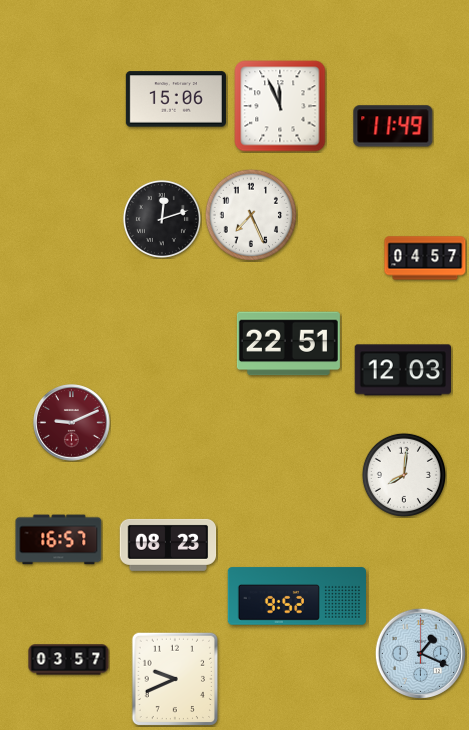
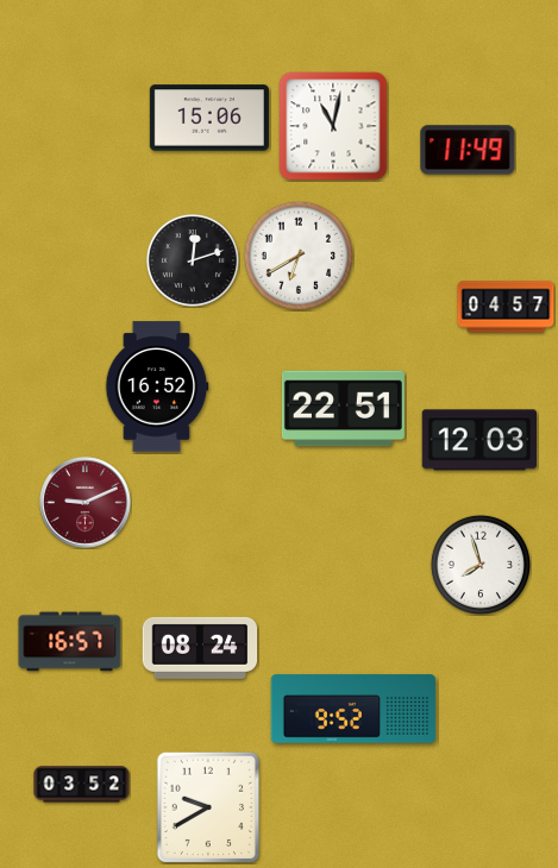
clock at (280, 106): 11:56 -> 11:02
clock at (250, 214): 7:26 -> 6:40
clock at (157, 386): none -> 16:52
clock at (404, 475): 8:01 -> 7:57
clock at (168, 545): 08:23 -> 08:24
clock at (420, 653): 1:19 -> none
clock at (69, 660): 03:57 -> 03:52
clock at (175, 679): 9:41 -> 9:40
